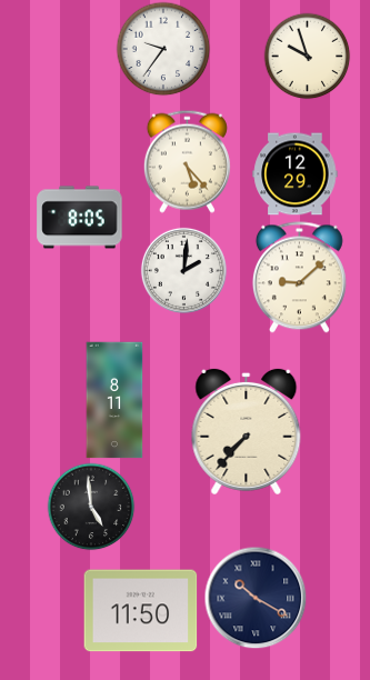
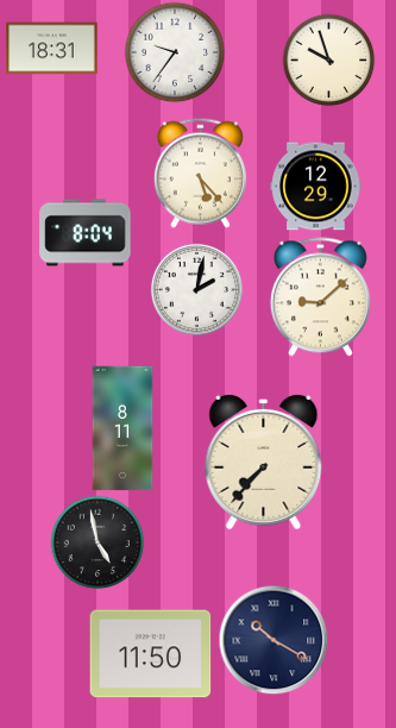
clock at (52, 49): none -> 18:31
clock at (80, 218): 8:05 -> 8:04
clock at (183, 270): 2:01 -> 2:02
clock at (91, 507): 4:59 -> 4:58
